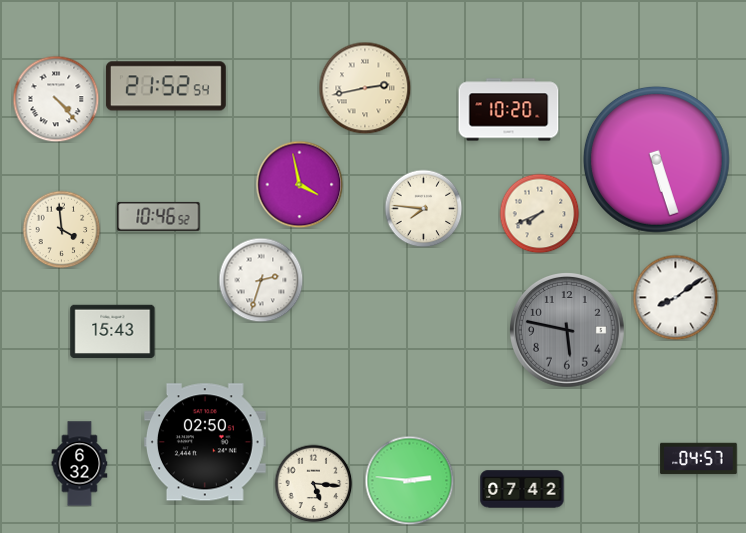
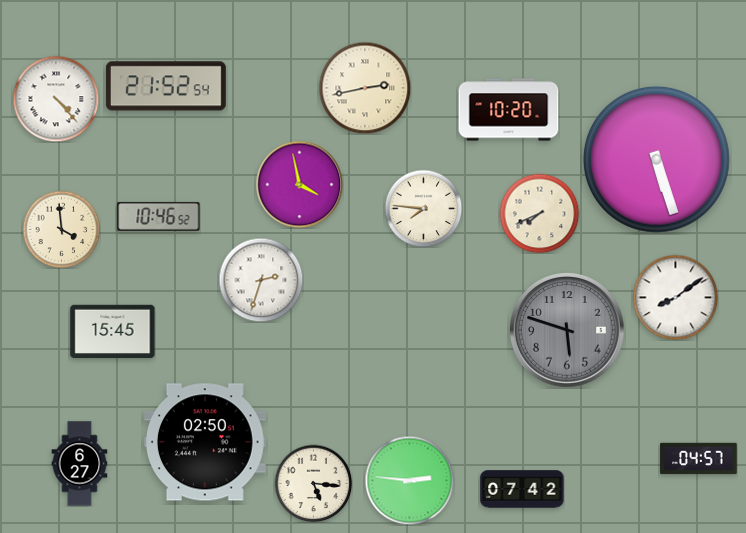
clock at (568, 331): 5:47 -> 5:48
clock at (113, 332): 15:43 -> 15:45
clock at (80, 464): 6:32 -> 6:27
